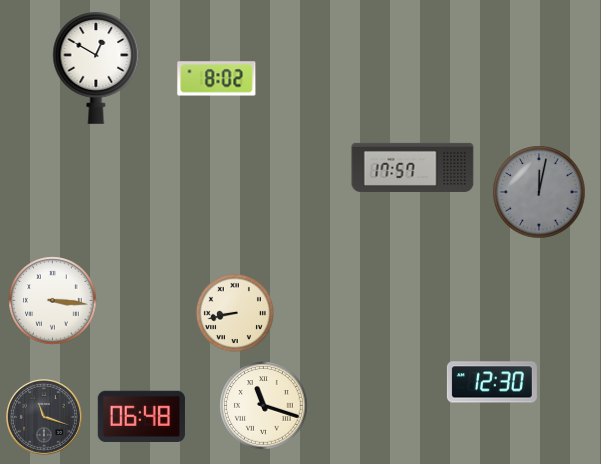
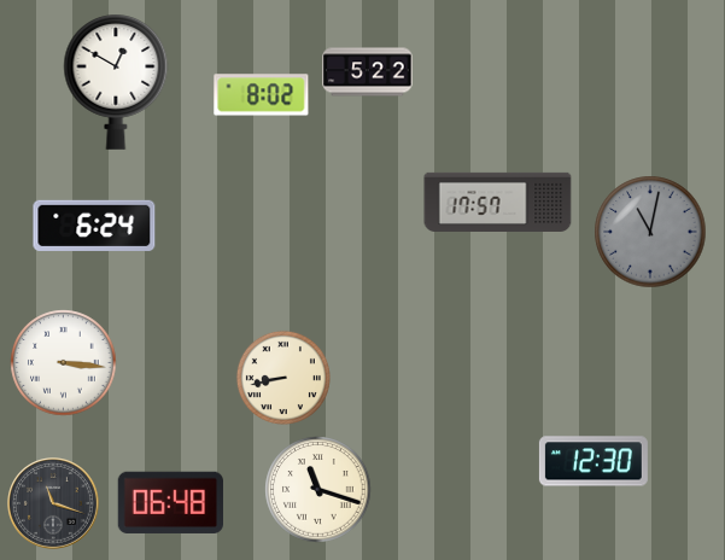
clock at (368, 72): none -> 5:22
clock at (94, 226): none -> 6:24
clock at (539, 192): 12:02 -> 11:02
